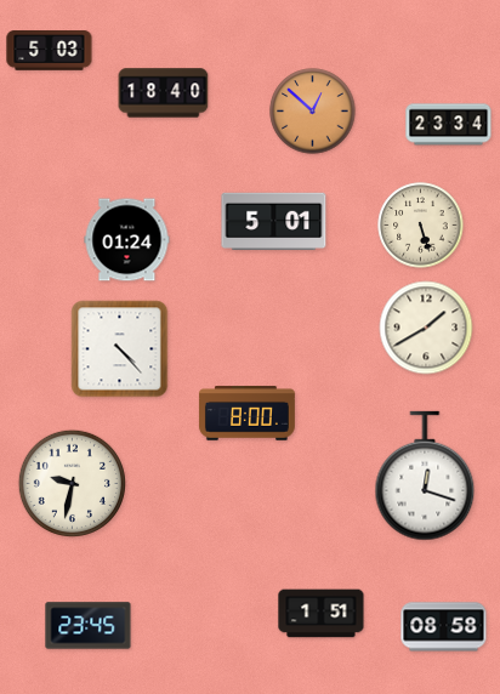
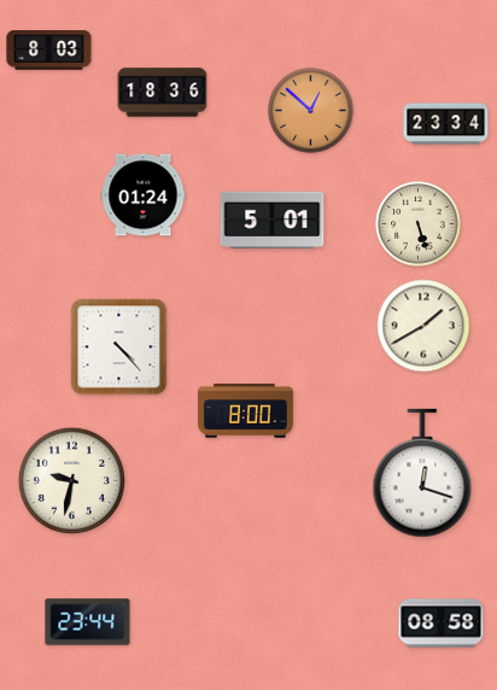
clock at (50, 51): 5:03 -> 8:03
clock at (164, 93): 18:40 -> 18:36
clock at (127, 240) position: (127, 240) -> (144, 195)
clock at (322, 614): 1:51 -> none
clock at (89, 626): 23:45 -> 23:44
